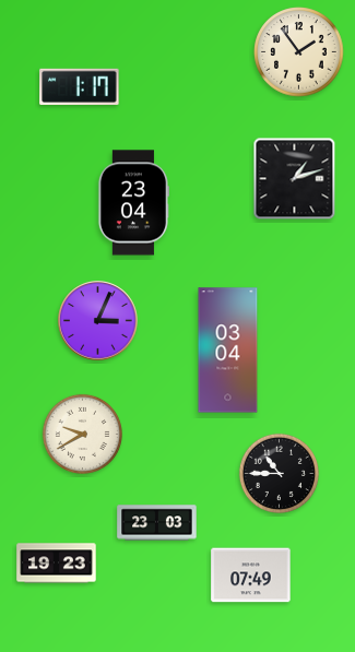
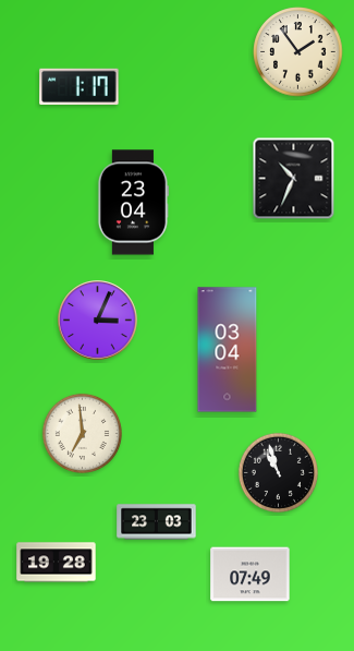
clock at (295, 179): 1:12 -> 10:34
clock at (82, 434): 9:40 -> 6:59
clock at (279, 473): 10:45 -> 10:57
clock at (57, 564): 19:23 -> 19:28
